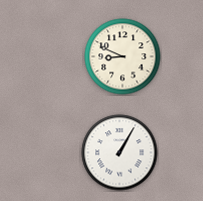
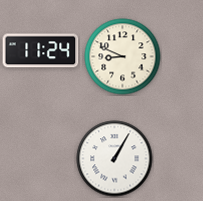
clock at (41, 51): none -> 11:24
clock at (120, 153) position: (120, 153) -> (115, 159)
